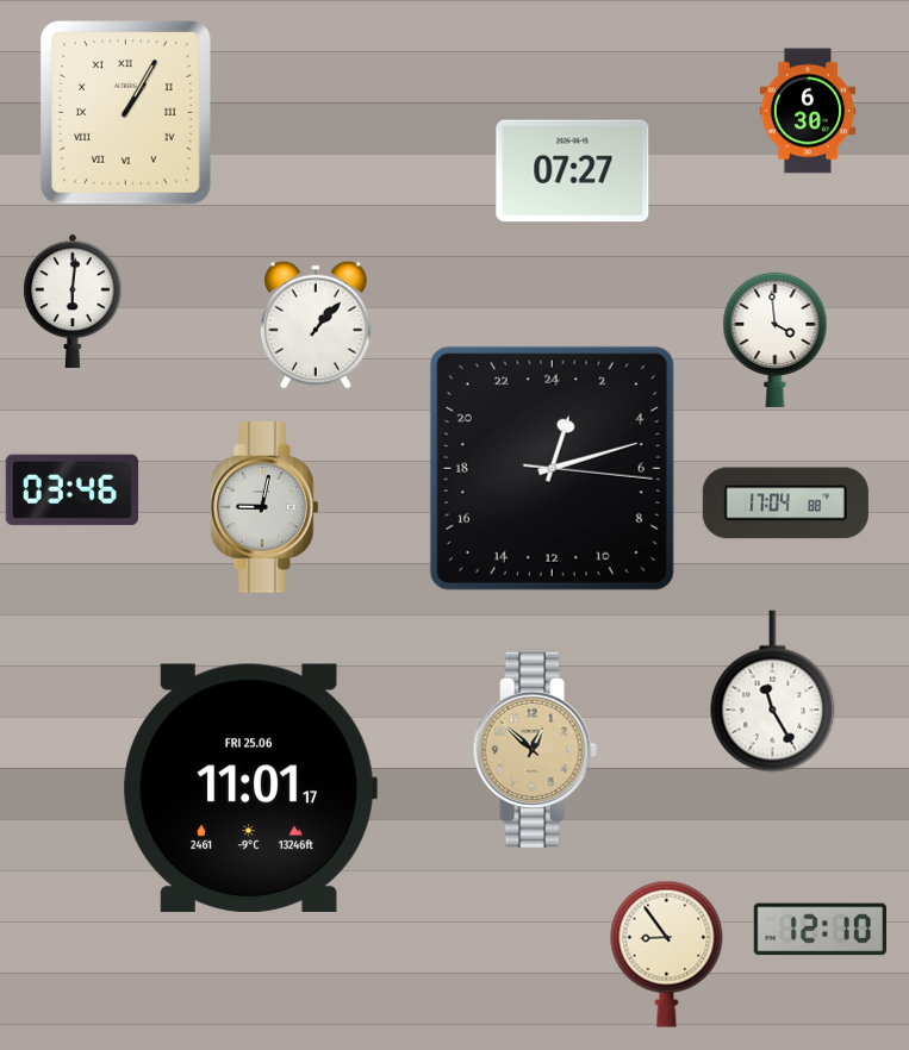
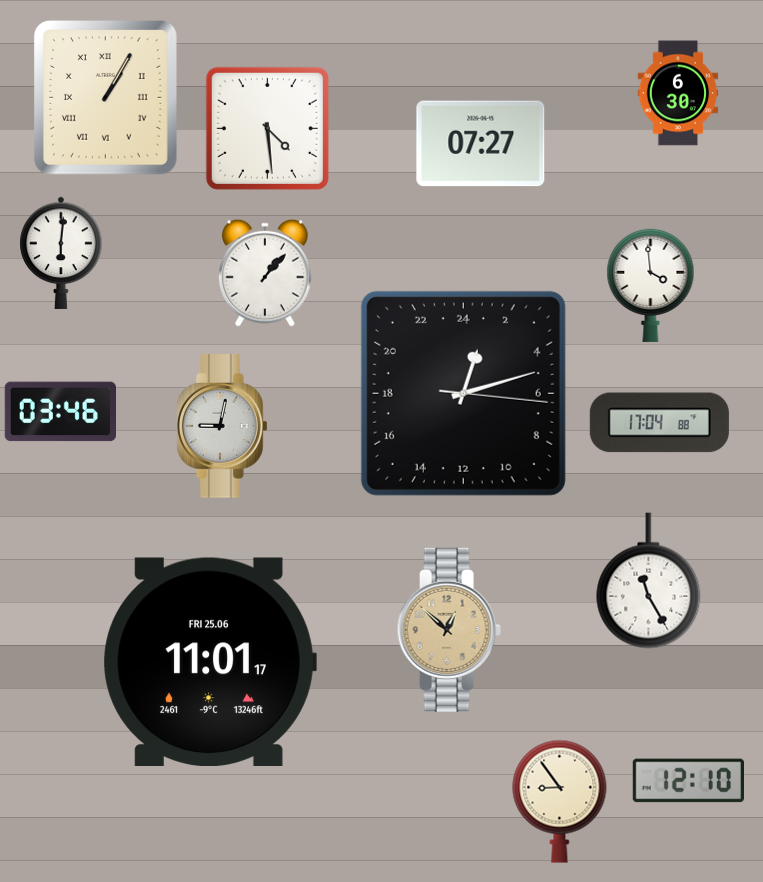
clock at (126, 113) position: (126, 113) -> (106, 98)
clock at (267, 128): none -> 4:29
